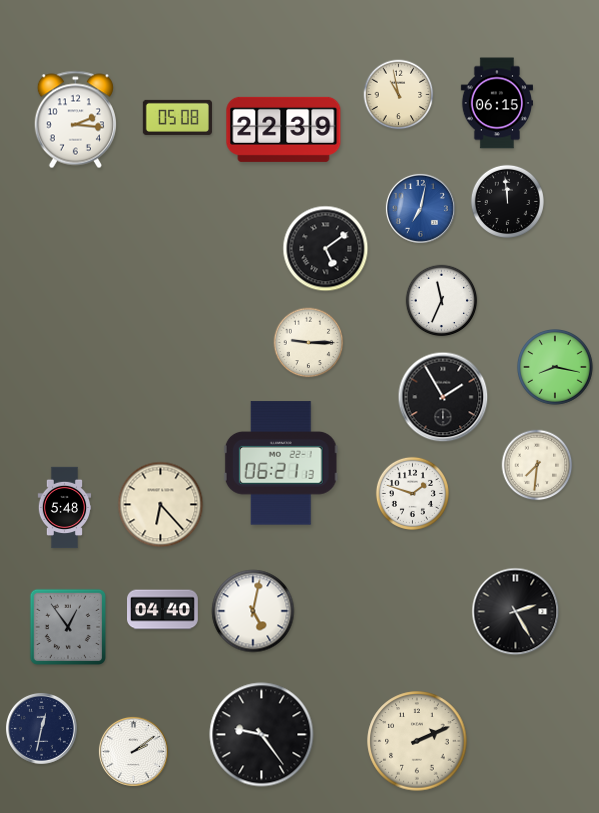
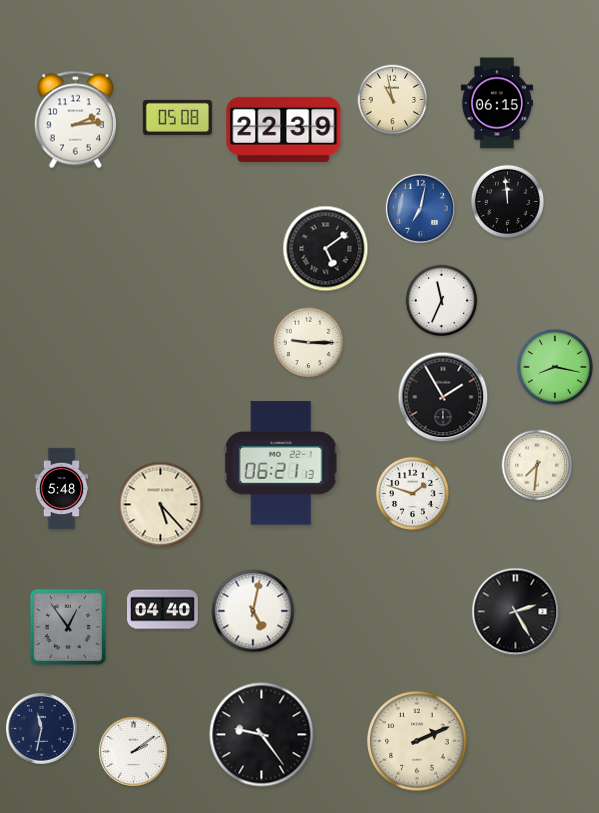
clock at (399, 95) position: (399, 95) -> (393, 100)
clock at (75, 120): 2:16 -> 2:14
clock at (161, 505): 6:23 -> 5:23
clock at (65, 508) position: (65, 508) -> (62, 489)
clock at (42, 729): 12:32 -> 11:32
